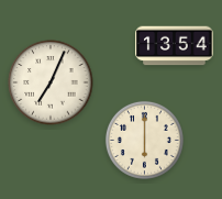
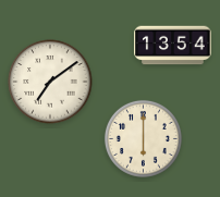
clock at (51, 82): 7:04 -> 7:09
